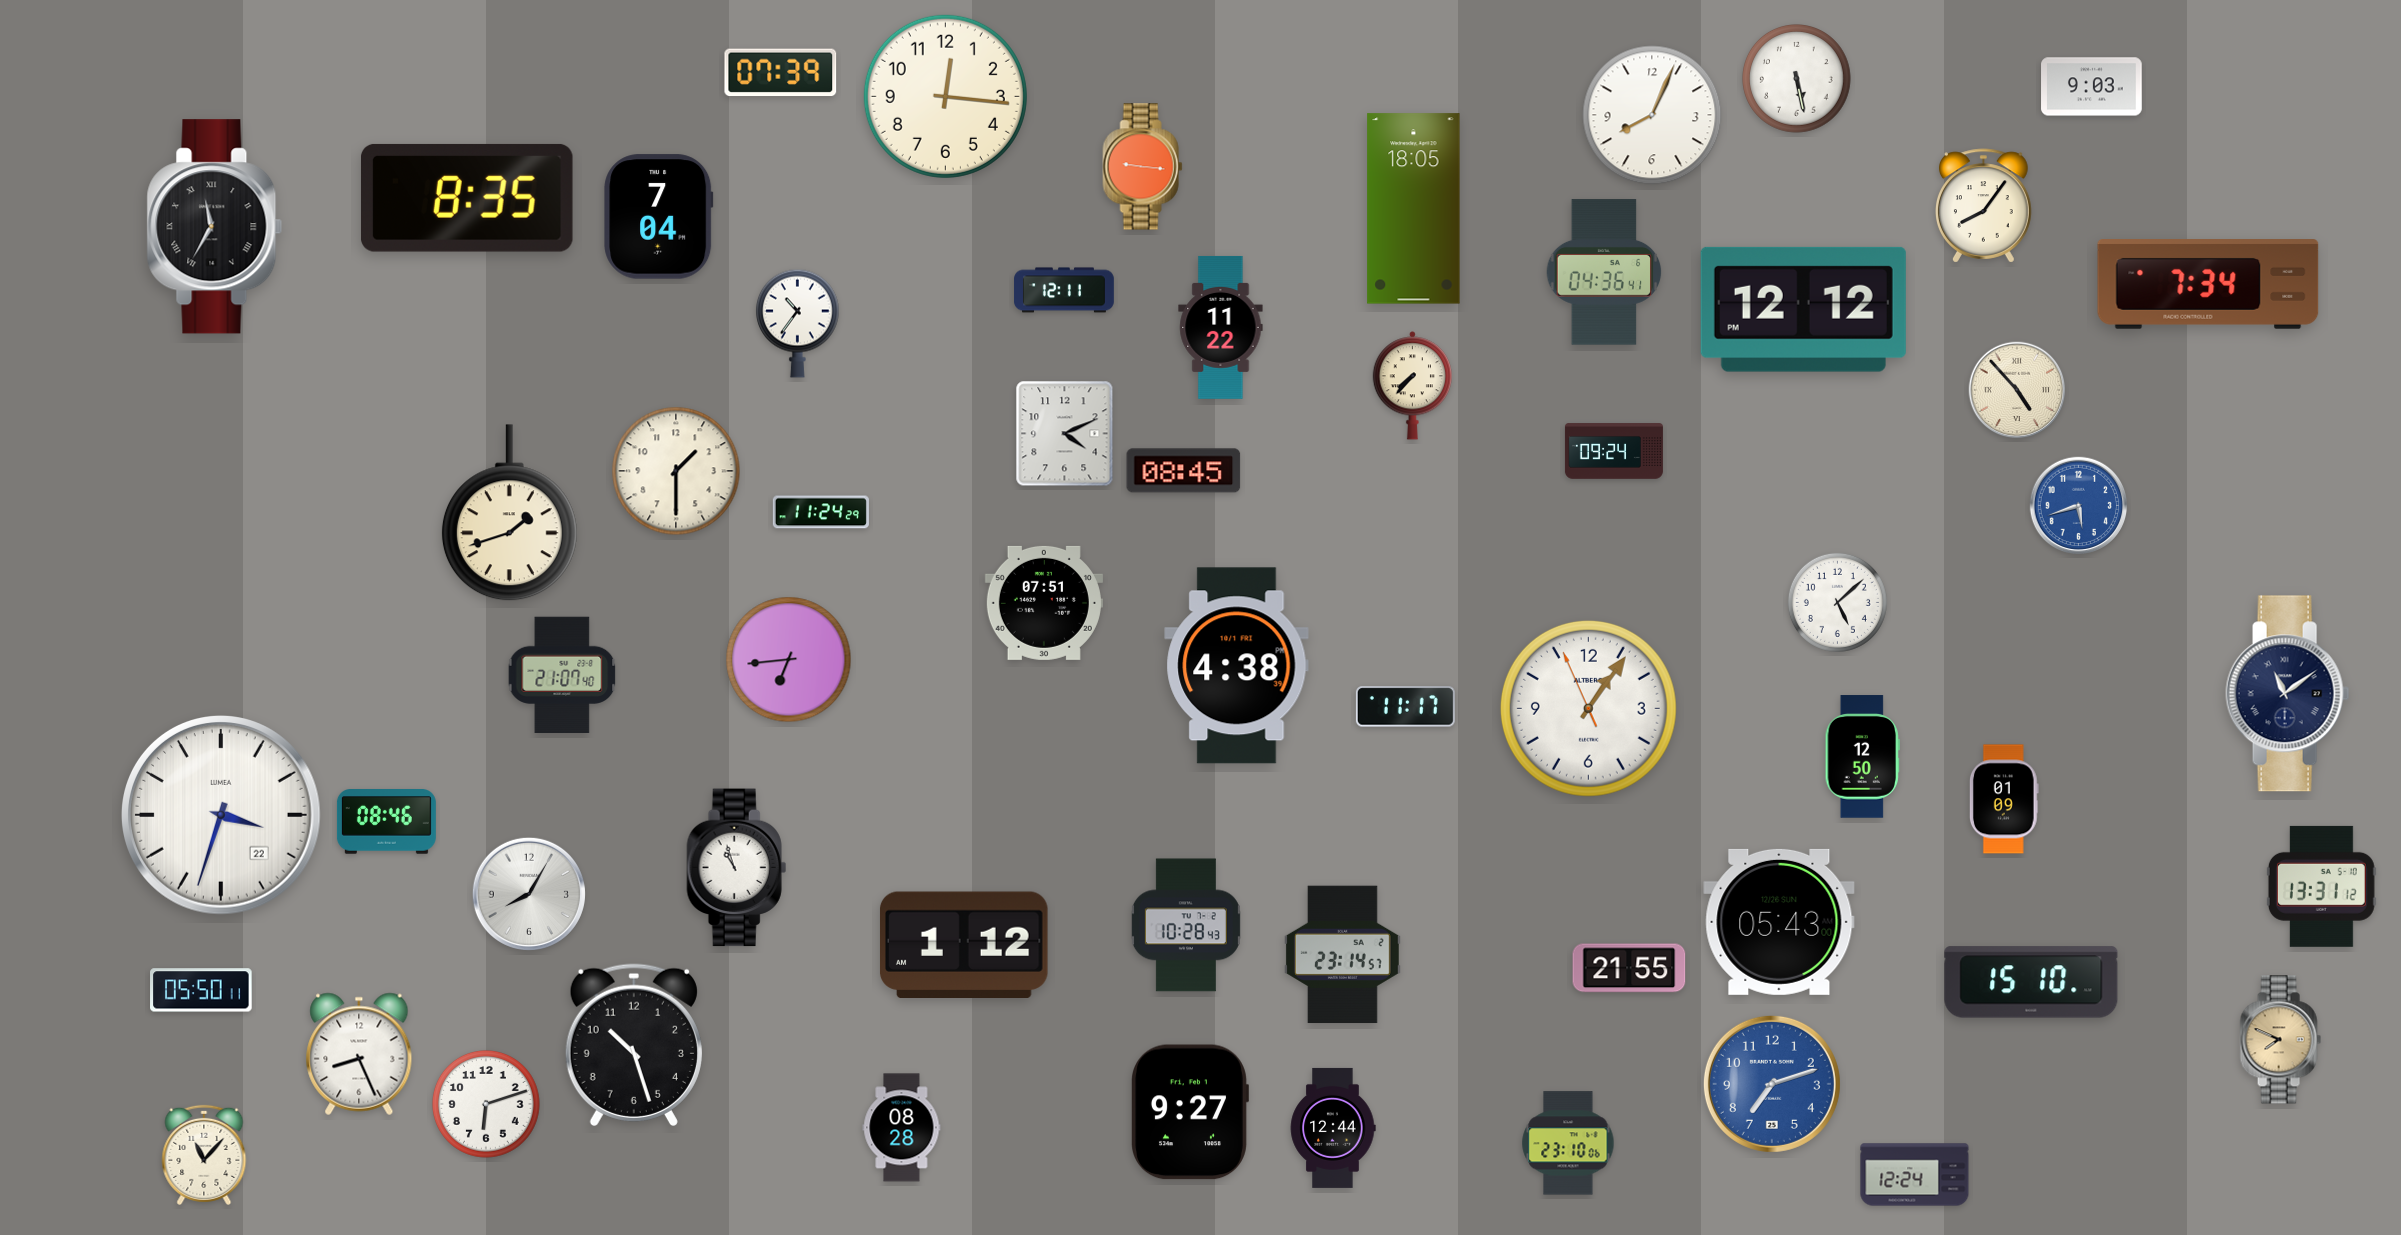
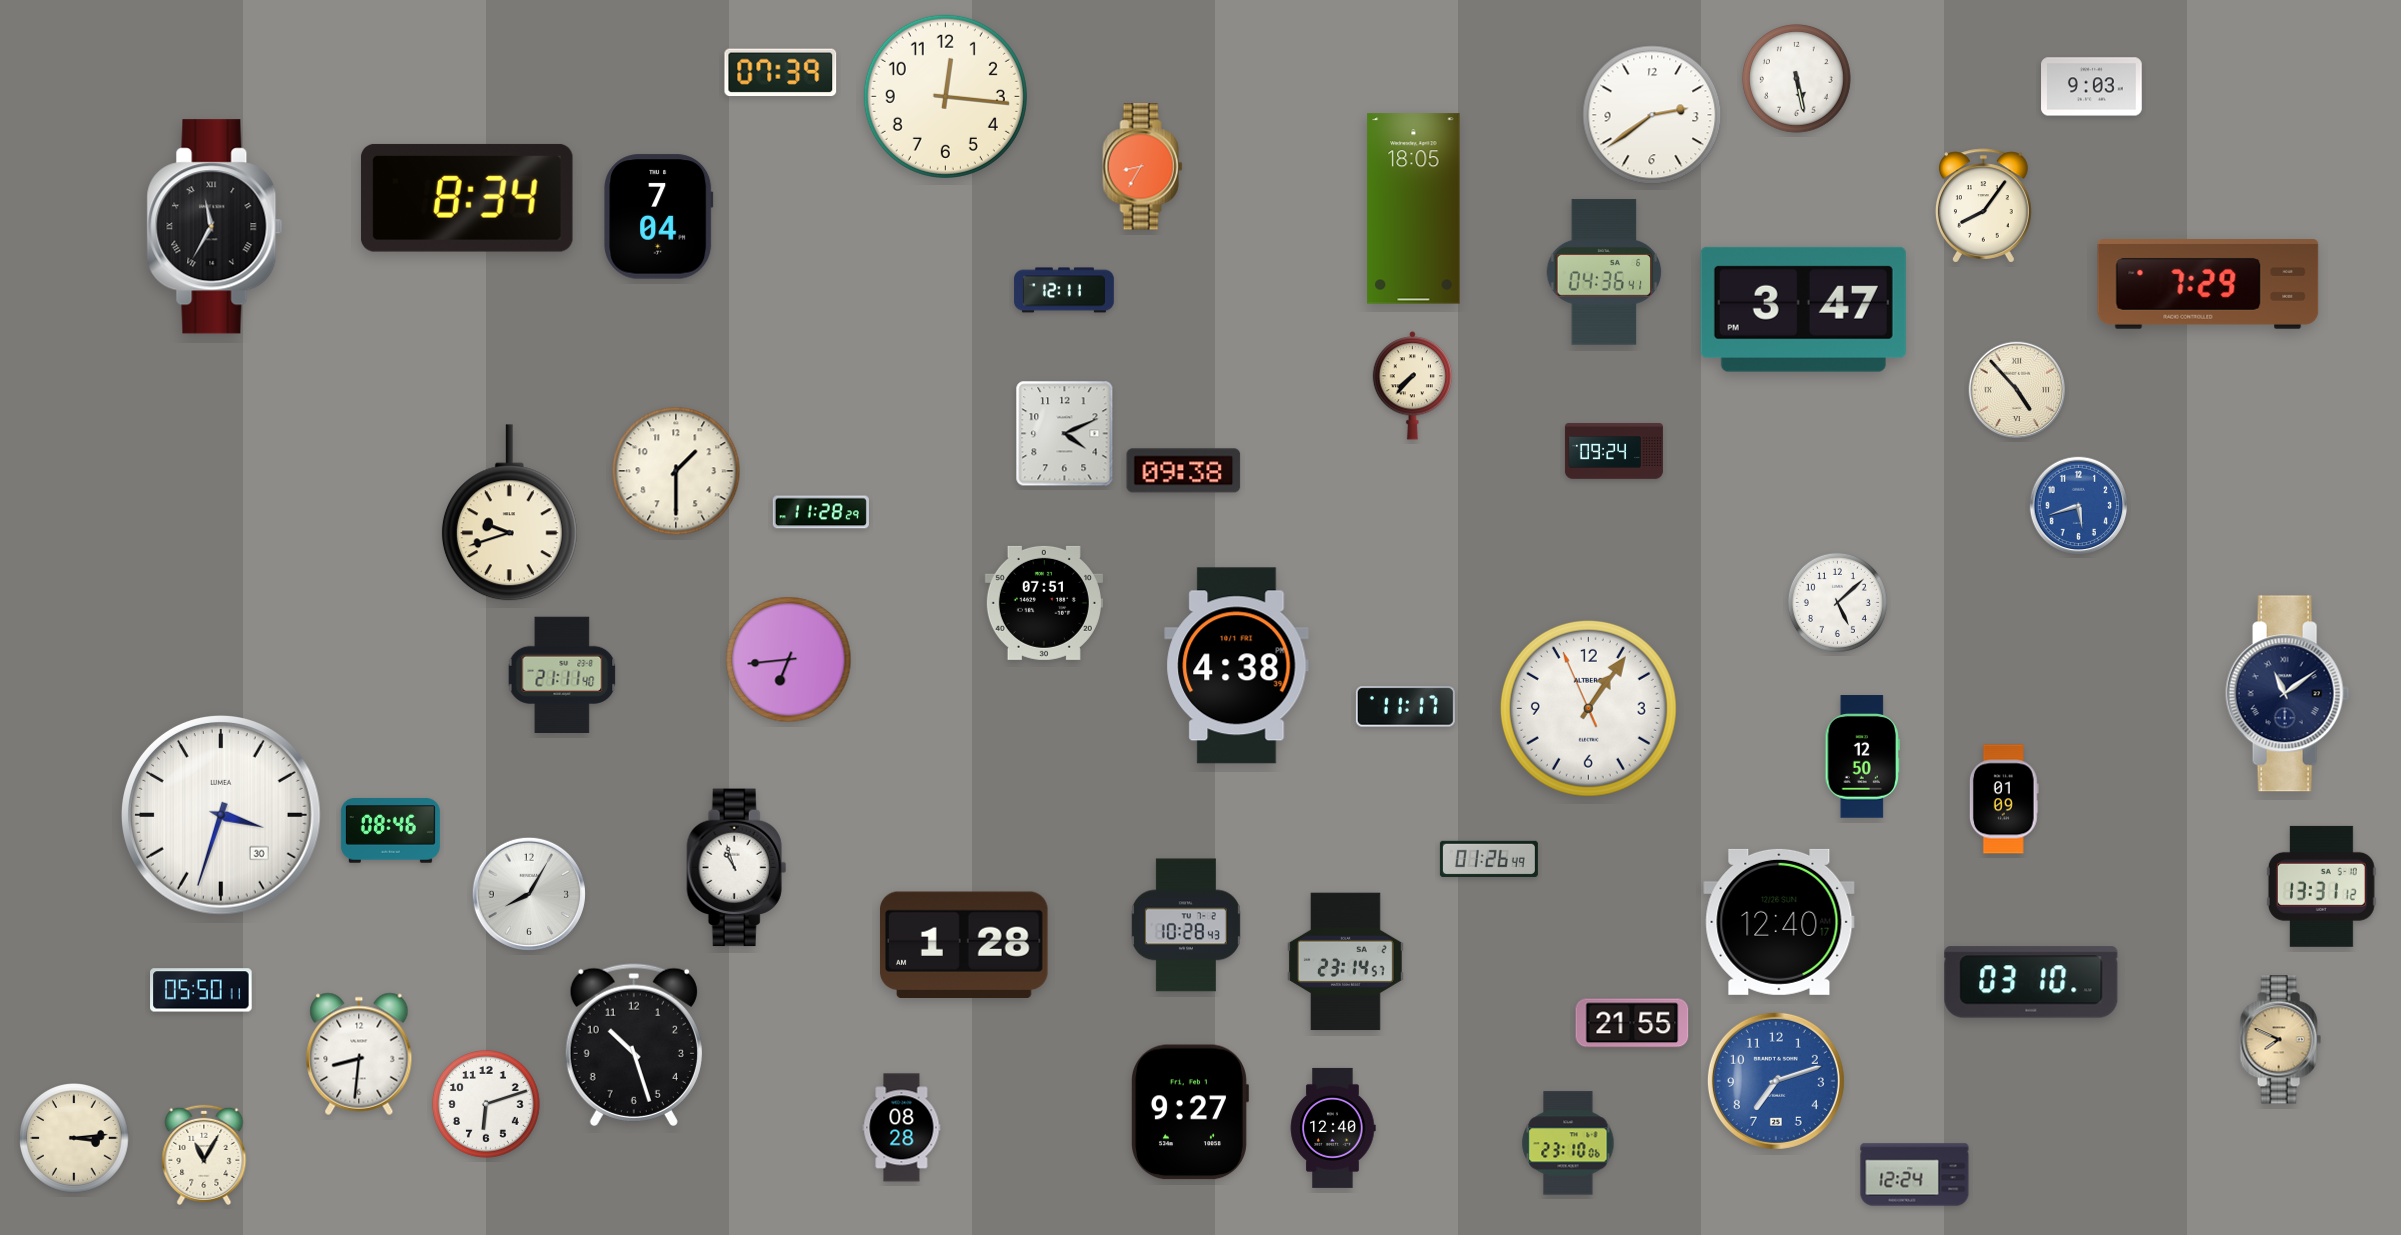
clock at (1652, 115): 8:04 -> 2:39
clock at (1143, 167): 9:16 -> 8:35
clock at (467, 198): 8:35 -> 8:34
clock at (2208, 284): 7:34 -> 7:29
clock at (1803, 309): 12:12 -> 3:47
clock at (797, 323): 10:36 -> none
clock at (1221, 327): 11:22 -> none
clock at (1184, 471): 08:45 -> 09:38
clock at (821, 512): 11:24 -> 11:28
clock at (509, 513): 1:42 -> 9:42
clock at (562, 674): 21:07 -> 21:11
clock at (222, 816) date: 22 -> 30
clock at (386, 822) position: (386, 822) -> (390, 831)
clock at (1489, 859): none -> 01:26
clock at (1779, 922): 05:43 -> 12:40
clock at (964, 944): 1:12 -> 1:28
clock at (1342, 955) position: (1342, 955) -> (1345, 962)
clock at (1629, 968) position: (1629, 968) -> (1632, 1023)
clock at (2031, 982): 15:10 -> 03:10
clock at (359, 1054): 8:26 -> 8:31
clock at (1772, 1084) position: (1772, 1084) -> (1776, 1081)
clock at (1333, 1128): 12:44 -> 12:40
clock at (75, 1139): none -> 3:14
clock at (204, 1155): 11:07 -> 11:05
